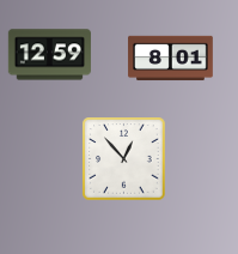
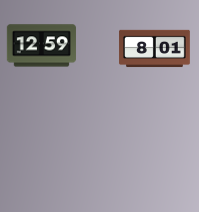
clock at (171, 59) position: (171, 59) -> (155, 49)
clock at (124, 159): 12:53 -> none
